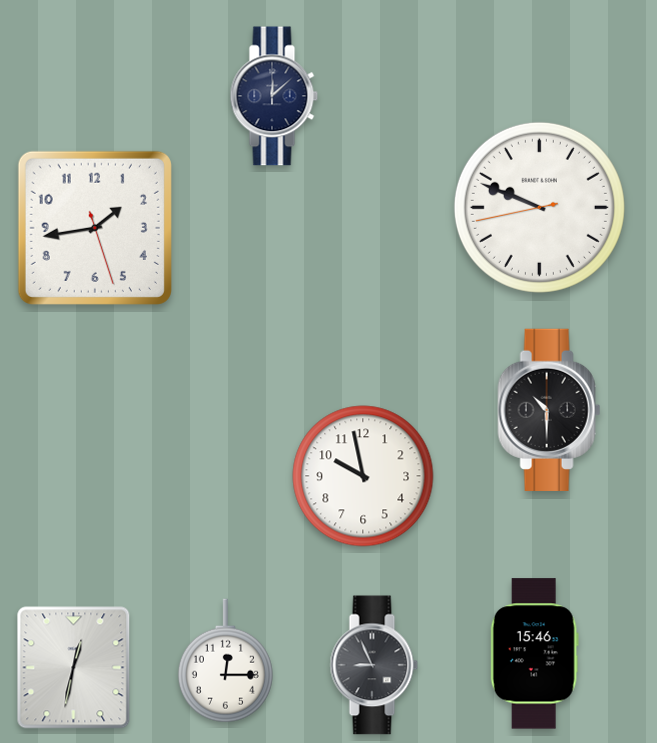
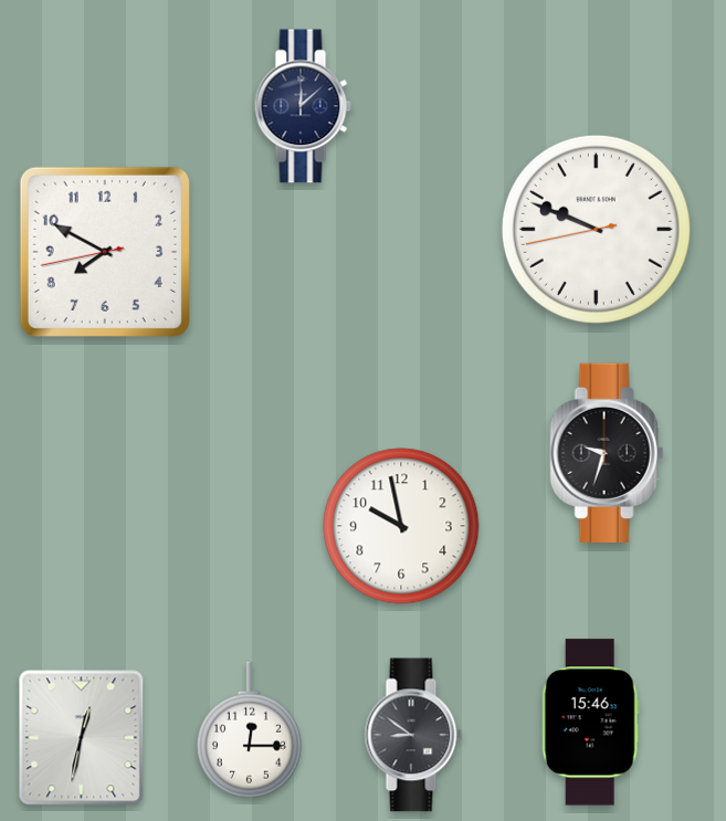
clock at (95, 228): 1:43 -> 7:49
clock at (549, 410): 10:30 -> 9:33
clock at (374, 665): 8:56 -> 8:51
